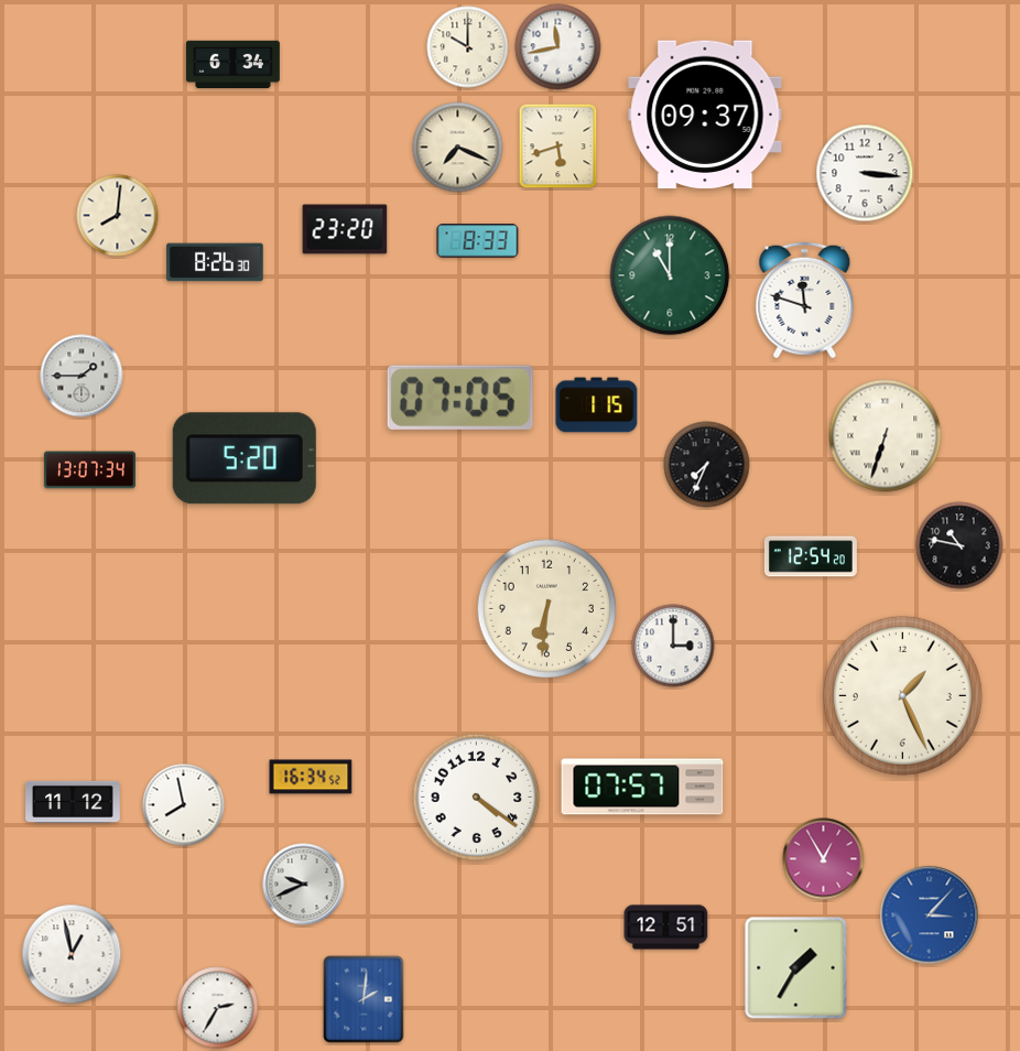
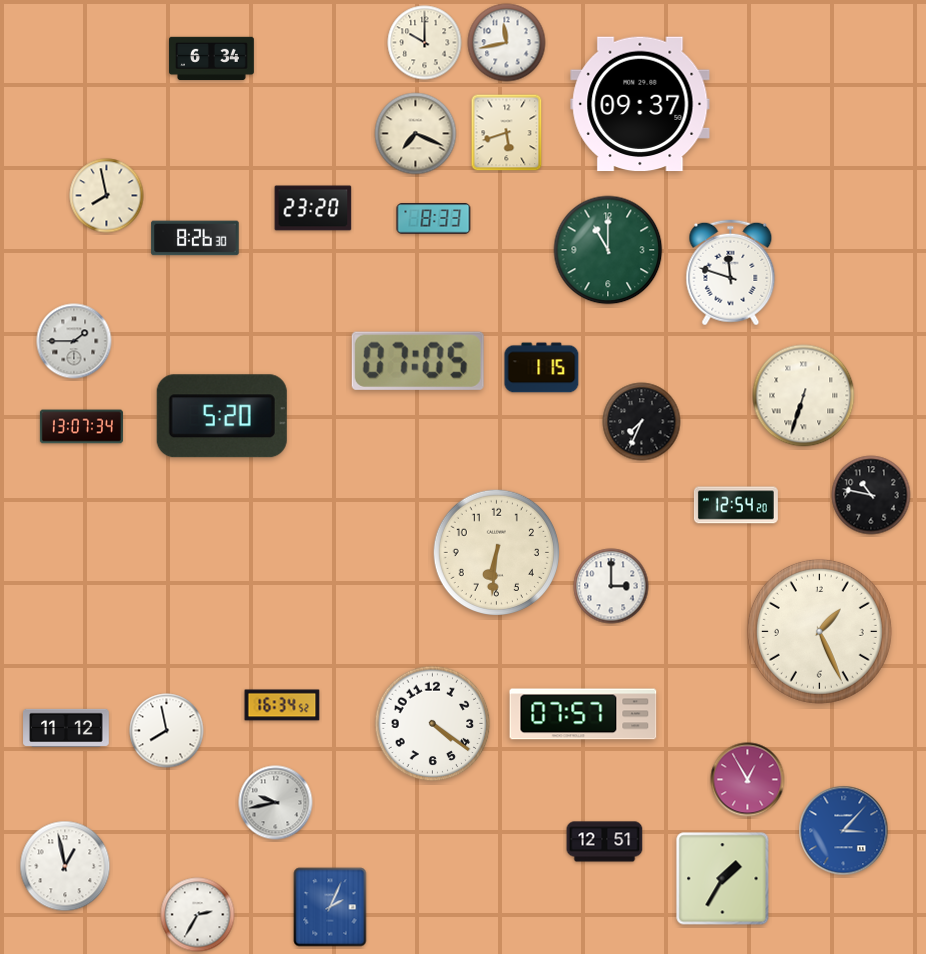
clock at (865, 173): 3:16 -> none
clock at (118, 216): 8:01 -> 7:58
clock at (304, 885): 9:41 -> 9:43
clock at (363, 999): 2:01 -> 2:04
